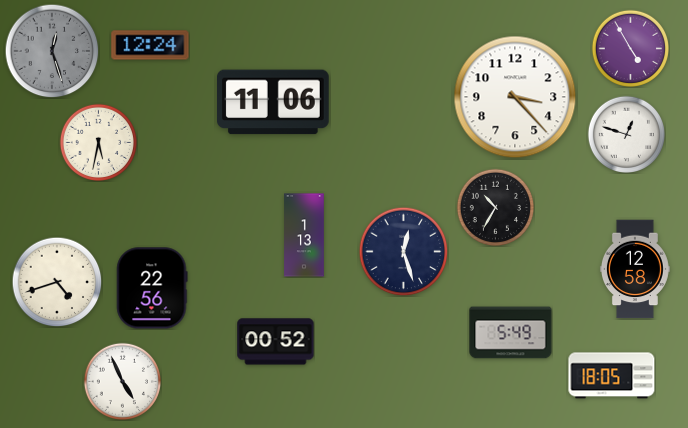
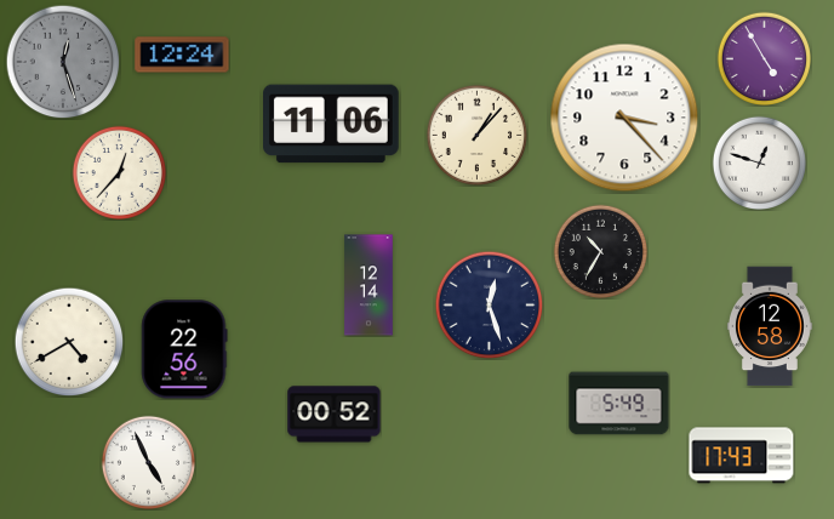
clock at (476, 135): none -> 1:07
clock at (98, 142): 5:32 -> 12:37
clock at (304, 235): 1:13 -> 12:14
clock at (57, 282): 4:42 -> 4:40
clock at (612, 376): 18:05 -> 17:43
